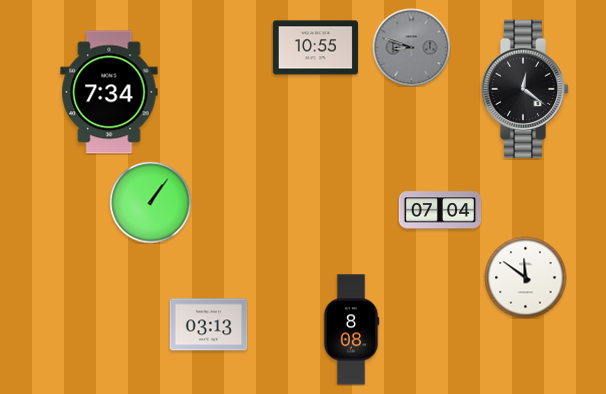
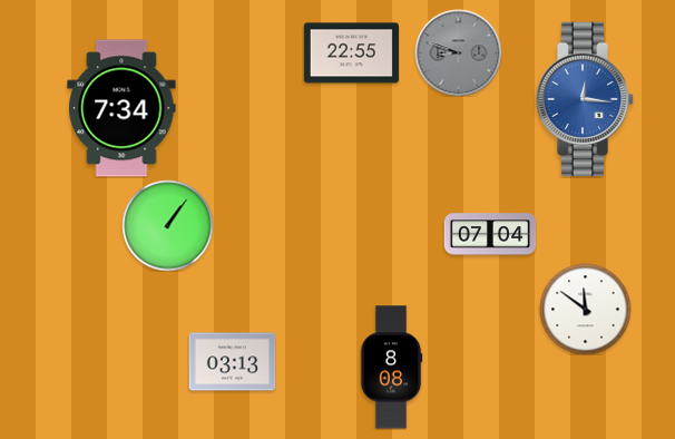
clock at (315, 48): 10:55 -> 22:55
clock at (525, 89): 12:21 -> 12:16
clock at (525, 89) dial: black -> blue
clock at (109, 92) position: (109, 92) -> (121, 108)
